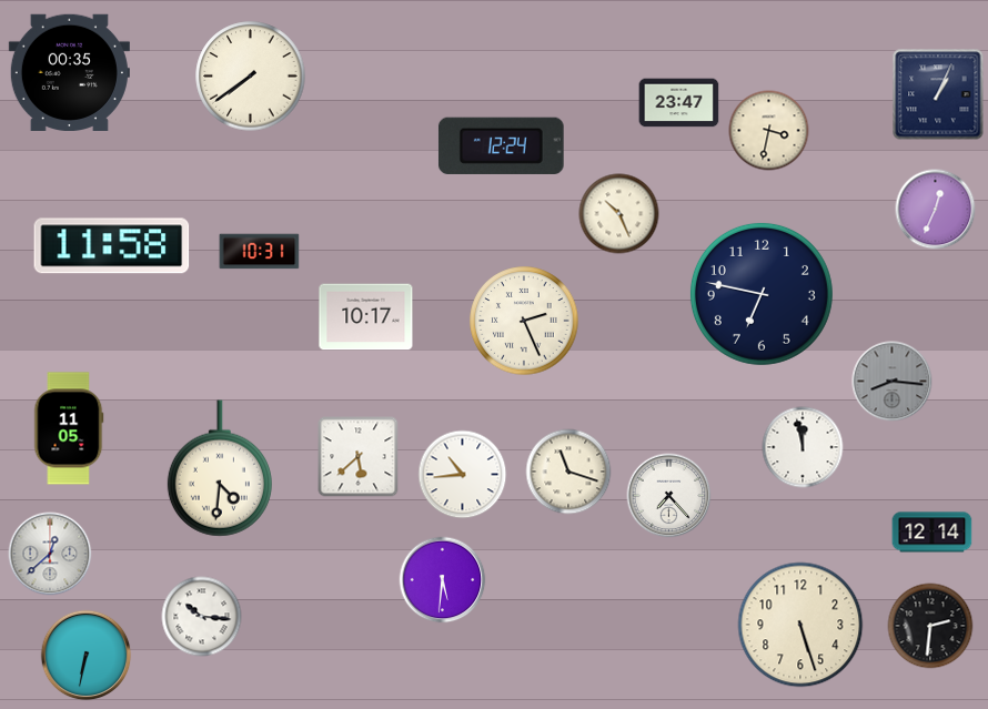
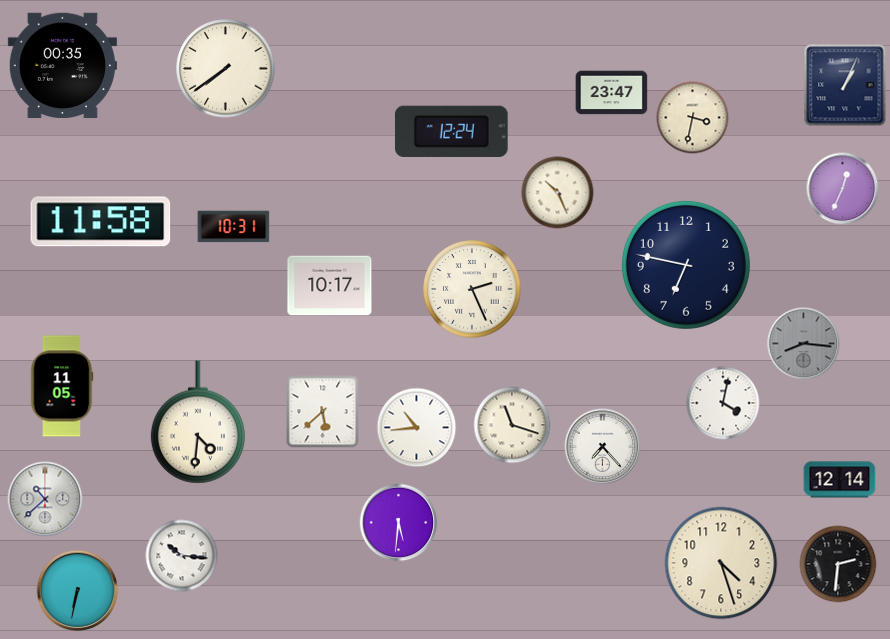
clock at (803, 447): 11:58 -> 4:02
clock at (50, 554): 12:38 -> 10:38
clock at (800, 625): 5:27 -> 4:27
